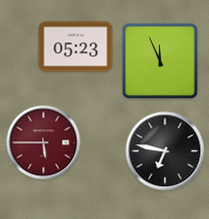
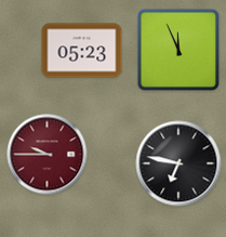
clock at (159, 60) position: (159, 60) -> (177, 49)
clock at (44, 143): 5:45 -> 9:45
